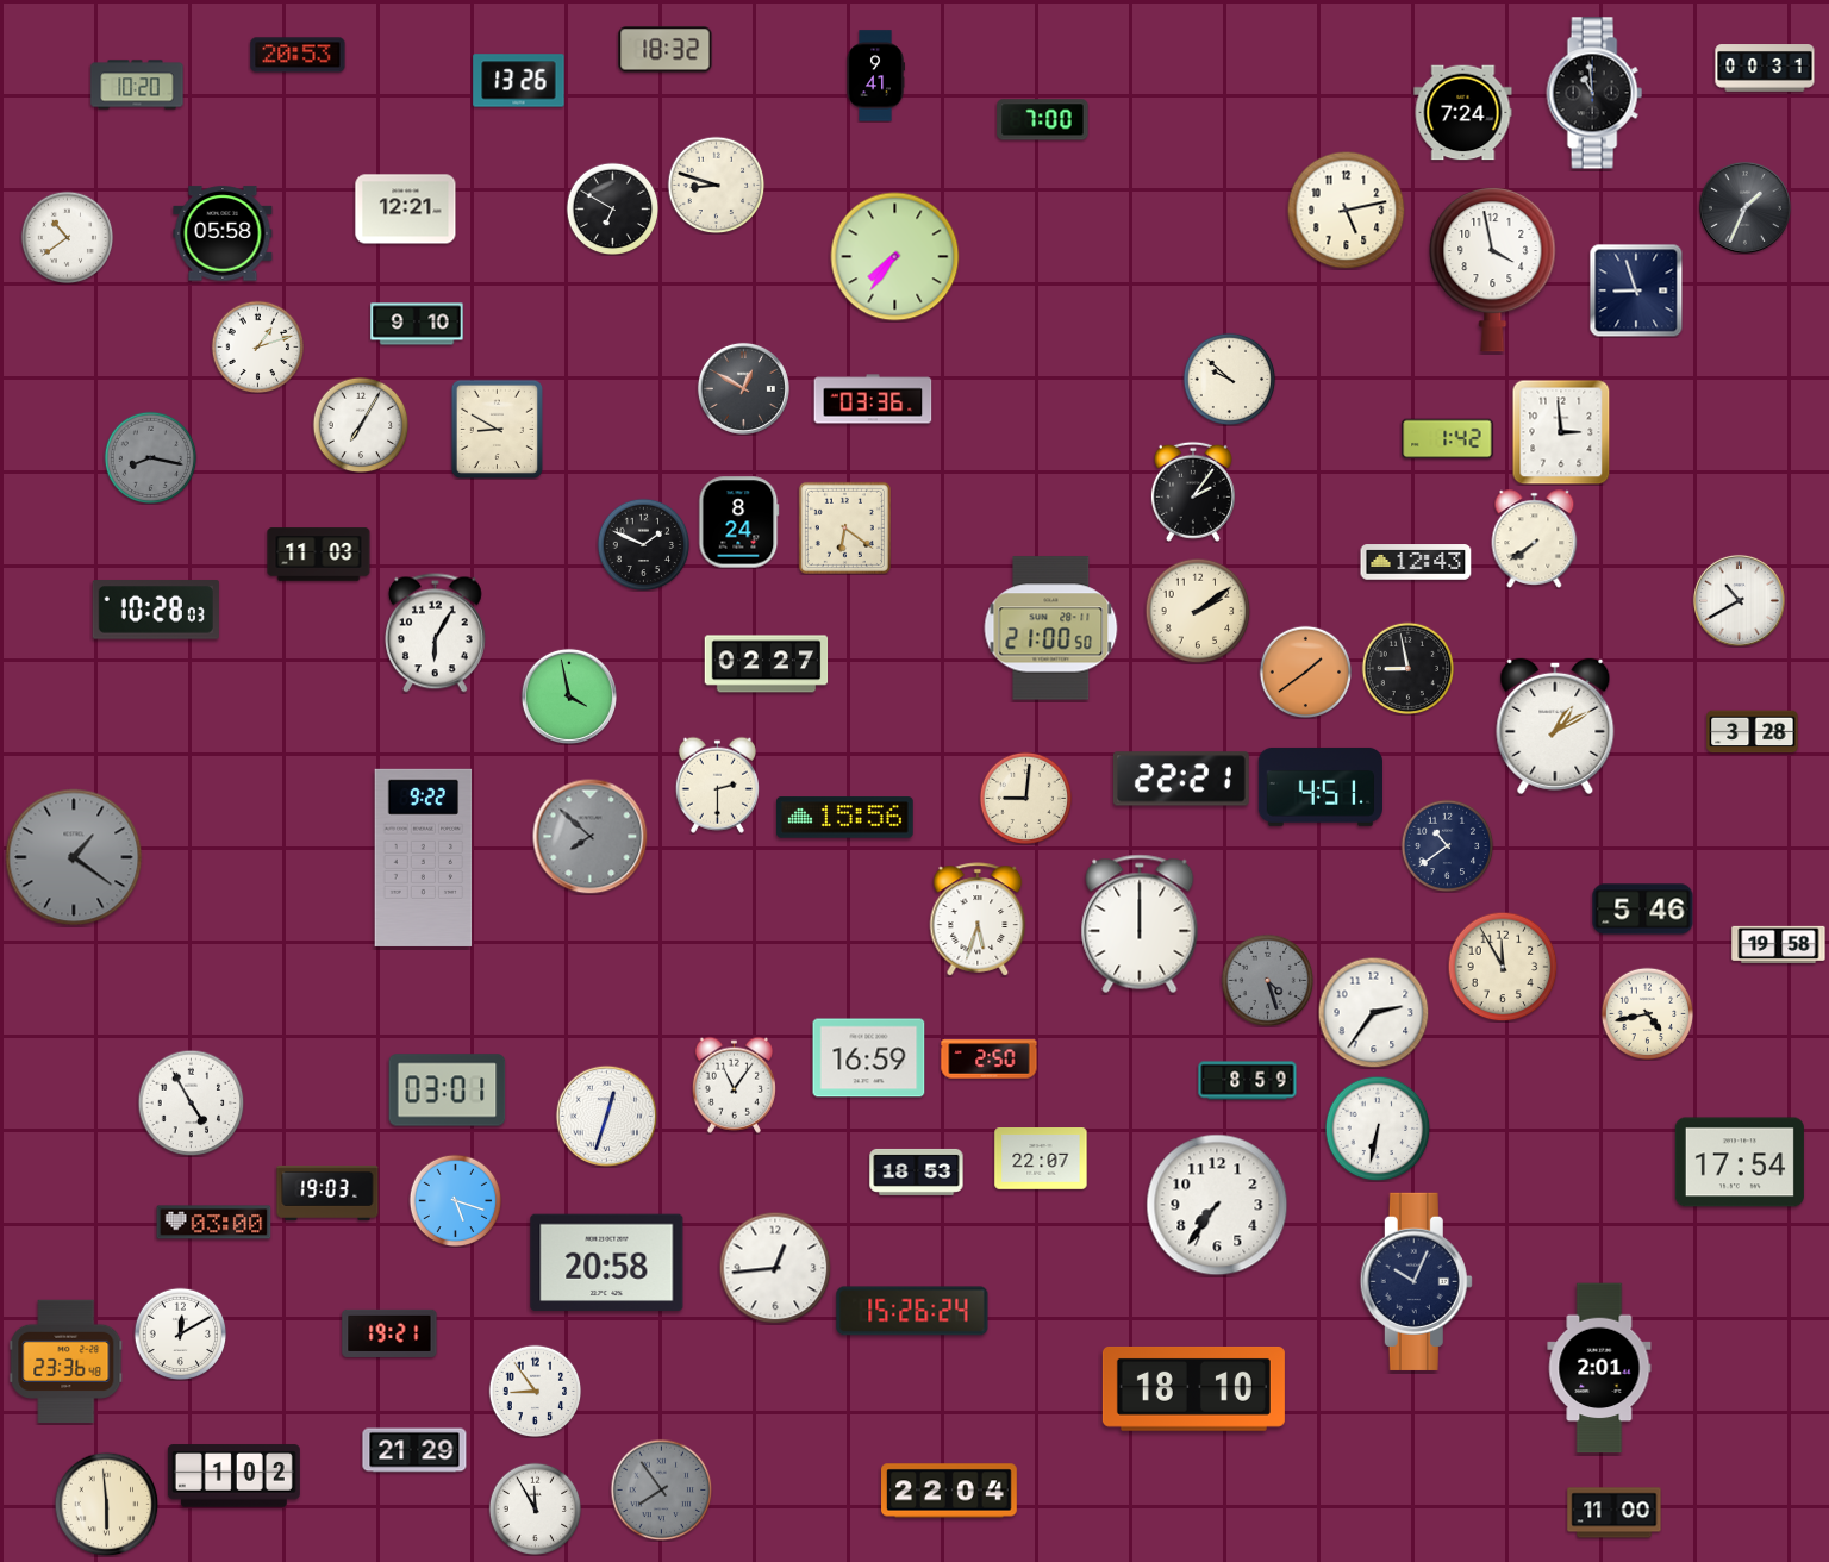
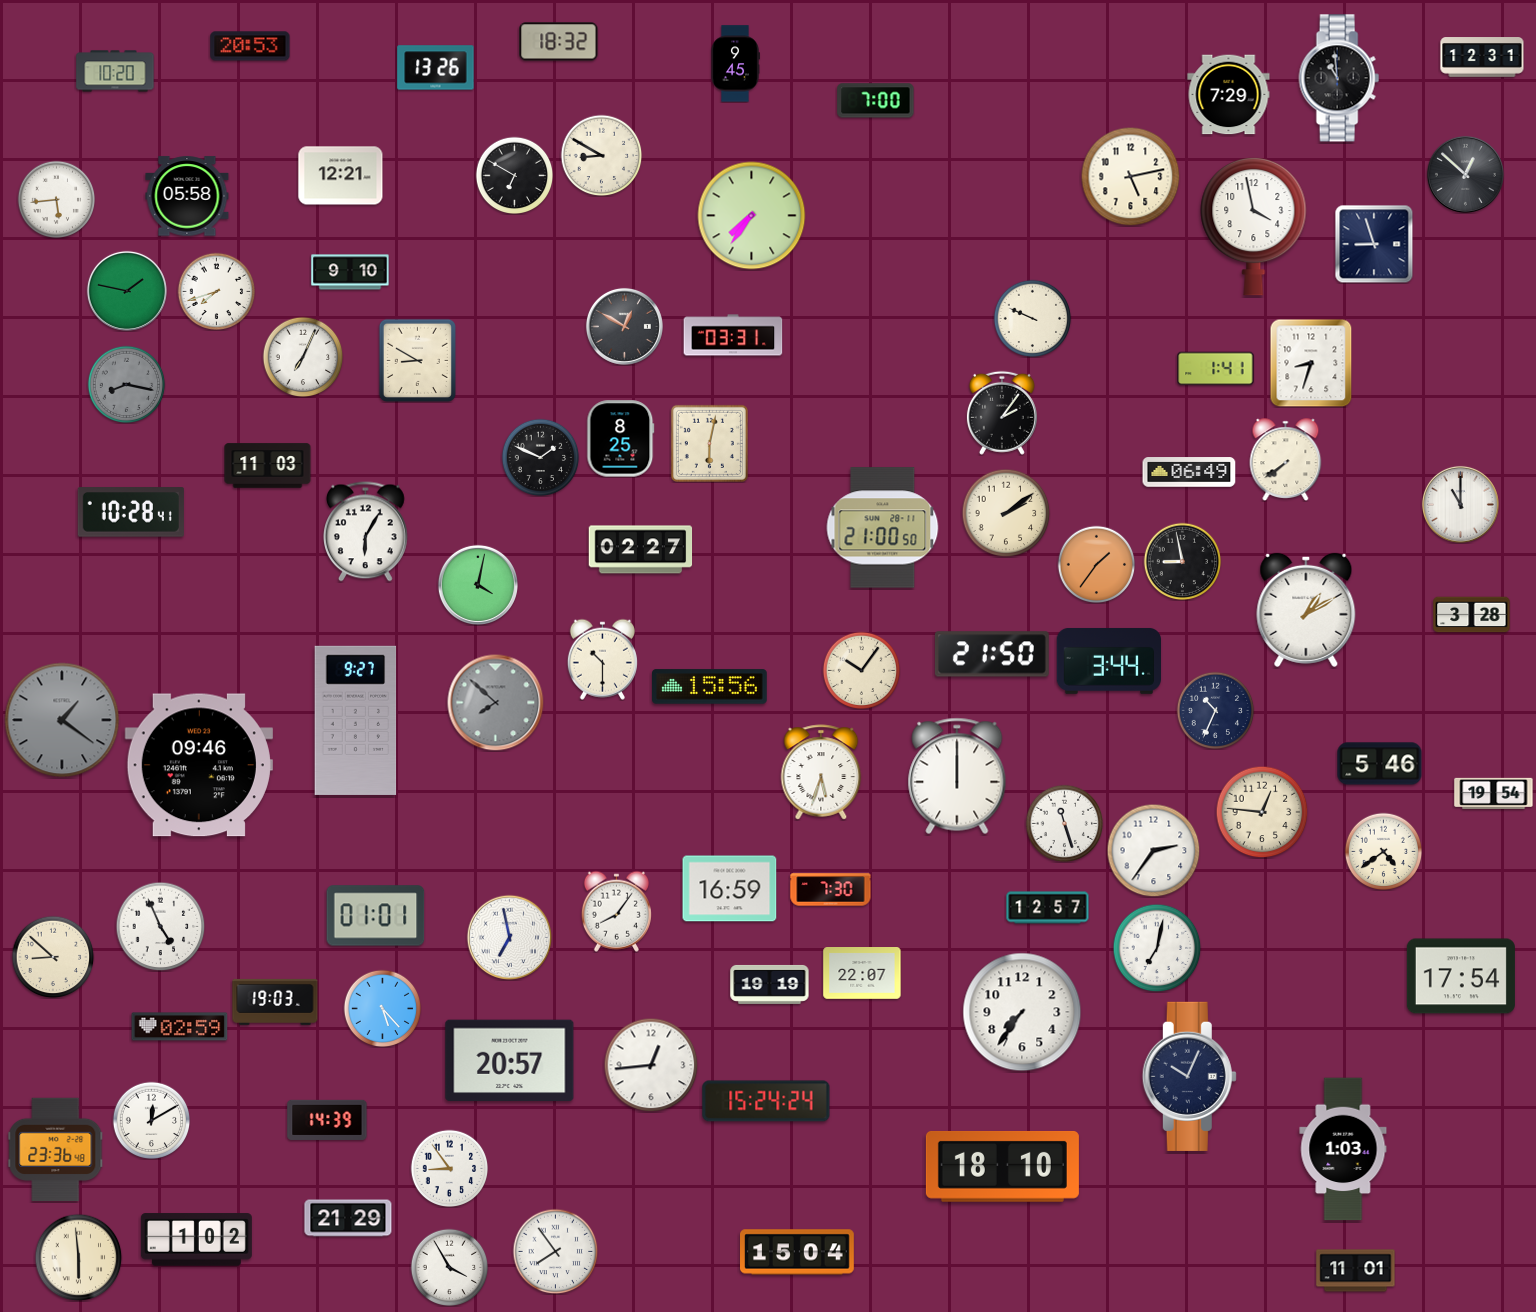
clock at (1765, 68): 00:31 -> 12:31
clock at (875, 76): 9:41 -> 9:45
clock at (1463, 113): 7:24 -> 7:29
clock at (716, 185): 8:48 -> 8:50
clock at (1744, 207): 1:34 -> 12:52
clock at (67, 237): 10:39 -> 5:44
clock at (127, 291): none -> 1:47
clock at (257, 346): 1:12 -> 7:42
clock at (1229, 379): 9:52 -> 9:49
clock at (873, 399): 03:36 -> 03:31
clock at (361, 425): 7:05 -> 7:04
clock at (1561, 432): 2:59 -> 8:33
clock at (1448, 439): 1:42 -> 1:41
clock at (739, 523): 8:24 -> 8:25
clock at (844, 527): 6:21 -> 6:02
clock at (1535, 538) position: (1535, 538) -> (1286, 459)
clock at (1416, 562): 12:43 -> 06:49
clock at (1739, 600): 10:40 -> 11:00
clock at (156, 610): 10:28:03 -> 10:28:41
clock at (767, 664) position: (767, 664) -> (641, 550)
clock at (1305, 671): 1:39 -> 1:36
clock at (569, 696): 3:58 -> 4:02
clock at (1181, 779): 22:21 -> 21:50
clock at (717, 785): 2:30 -> 10:30
clock at (1319, 787): 4:51 -> 3:44
clock at (1025, 798): 9:01 -> 10:06
clock at (1447, 845): 10:39 -> 10:34
clock at (424, 857): 9:22 -> 9:27
clock at (199, 765): none -> 09:46
clock at (1779, 944): 19:58 -> 19:54
clock at (1503, 967): 11:55 -> 12:46
clock at (1267, 980): 4:27 -> 11:27
clock at (1267, 980) dial: grey -> white
clock at (1647, 1013): 4:43 -> 4:39
clock at (990, 1060): 2:50 -> 7:30
clock at (1248, 1081): 8:59 -> 12:57
clock at (734, 1085): 11:06 -> 8:06
clock at (448, 1091): 03:01 -> 01:01
clock at (191, 1102): 4:55 -> 4:56
clock at (606, 1116): 12:33 -> 6:58
clock at (1378, 1129): 6:32 -> 7:02
clock at (53, 957): none -> 8:52
clock at (1041, 1160) position: (1041, 1160) -> (862, 974)
clock at (917, 1171): 18:53 -> 19:19
clock at (455, 1200): 5:18 -> 5:23
clock at (214, 1223): 03:00 -> 02:59
clock at (607, 1263): 20:58 -> 20:57
clock at (912, 1311): 15:26 -> 15:24
clock at (389, 1333): 19:21 -> 14:39
clock at (67, 1362) position: (67, 1362) -> (56, 1150)
clock at (1599, 1368): 2:01 -> 1:03
clock at (661, 1489) dial: grey -> white
clock at (950, 1491): 22:04 -> 15:04
clock at (106, 1504) position: (106, 1504) -> (78, 1257)
clock at (535, 1508): 11:55 -> 3:55
clock at (1615, 1513): 11:00 -> 11:01
